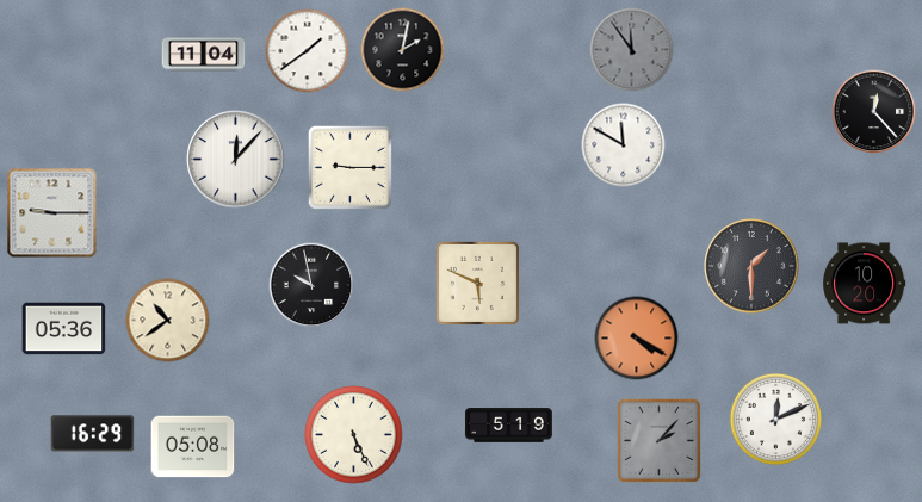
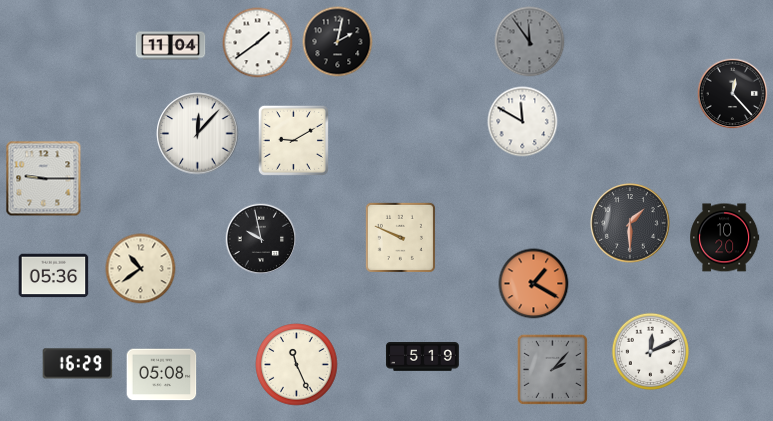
clock at (349, 167): 9:15 -> 9:10
clock at (477, 283): 5:49 -> 9:49
clock at (637, 339): 4:20 -> 1:20
clock at (508, 426) position: (508, 426) -> (422, 357)
clock at (354, 435): 5:26 -> 11:26
